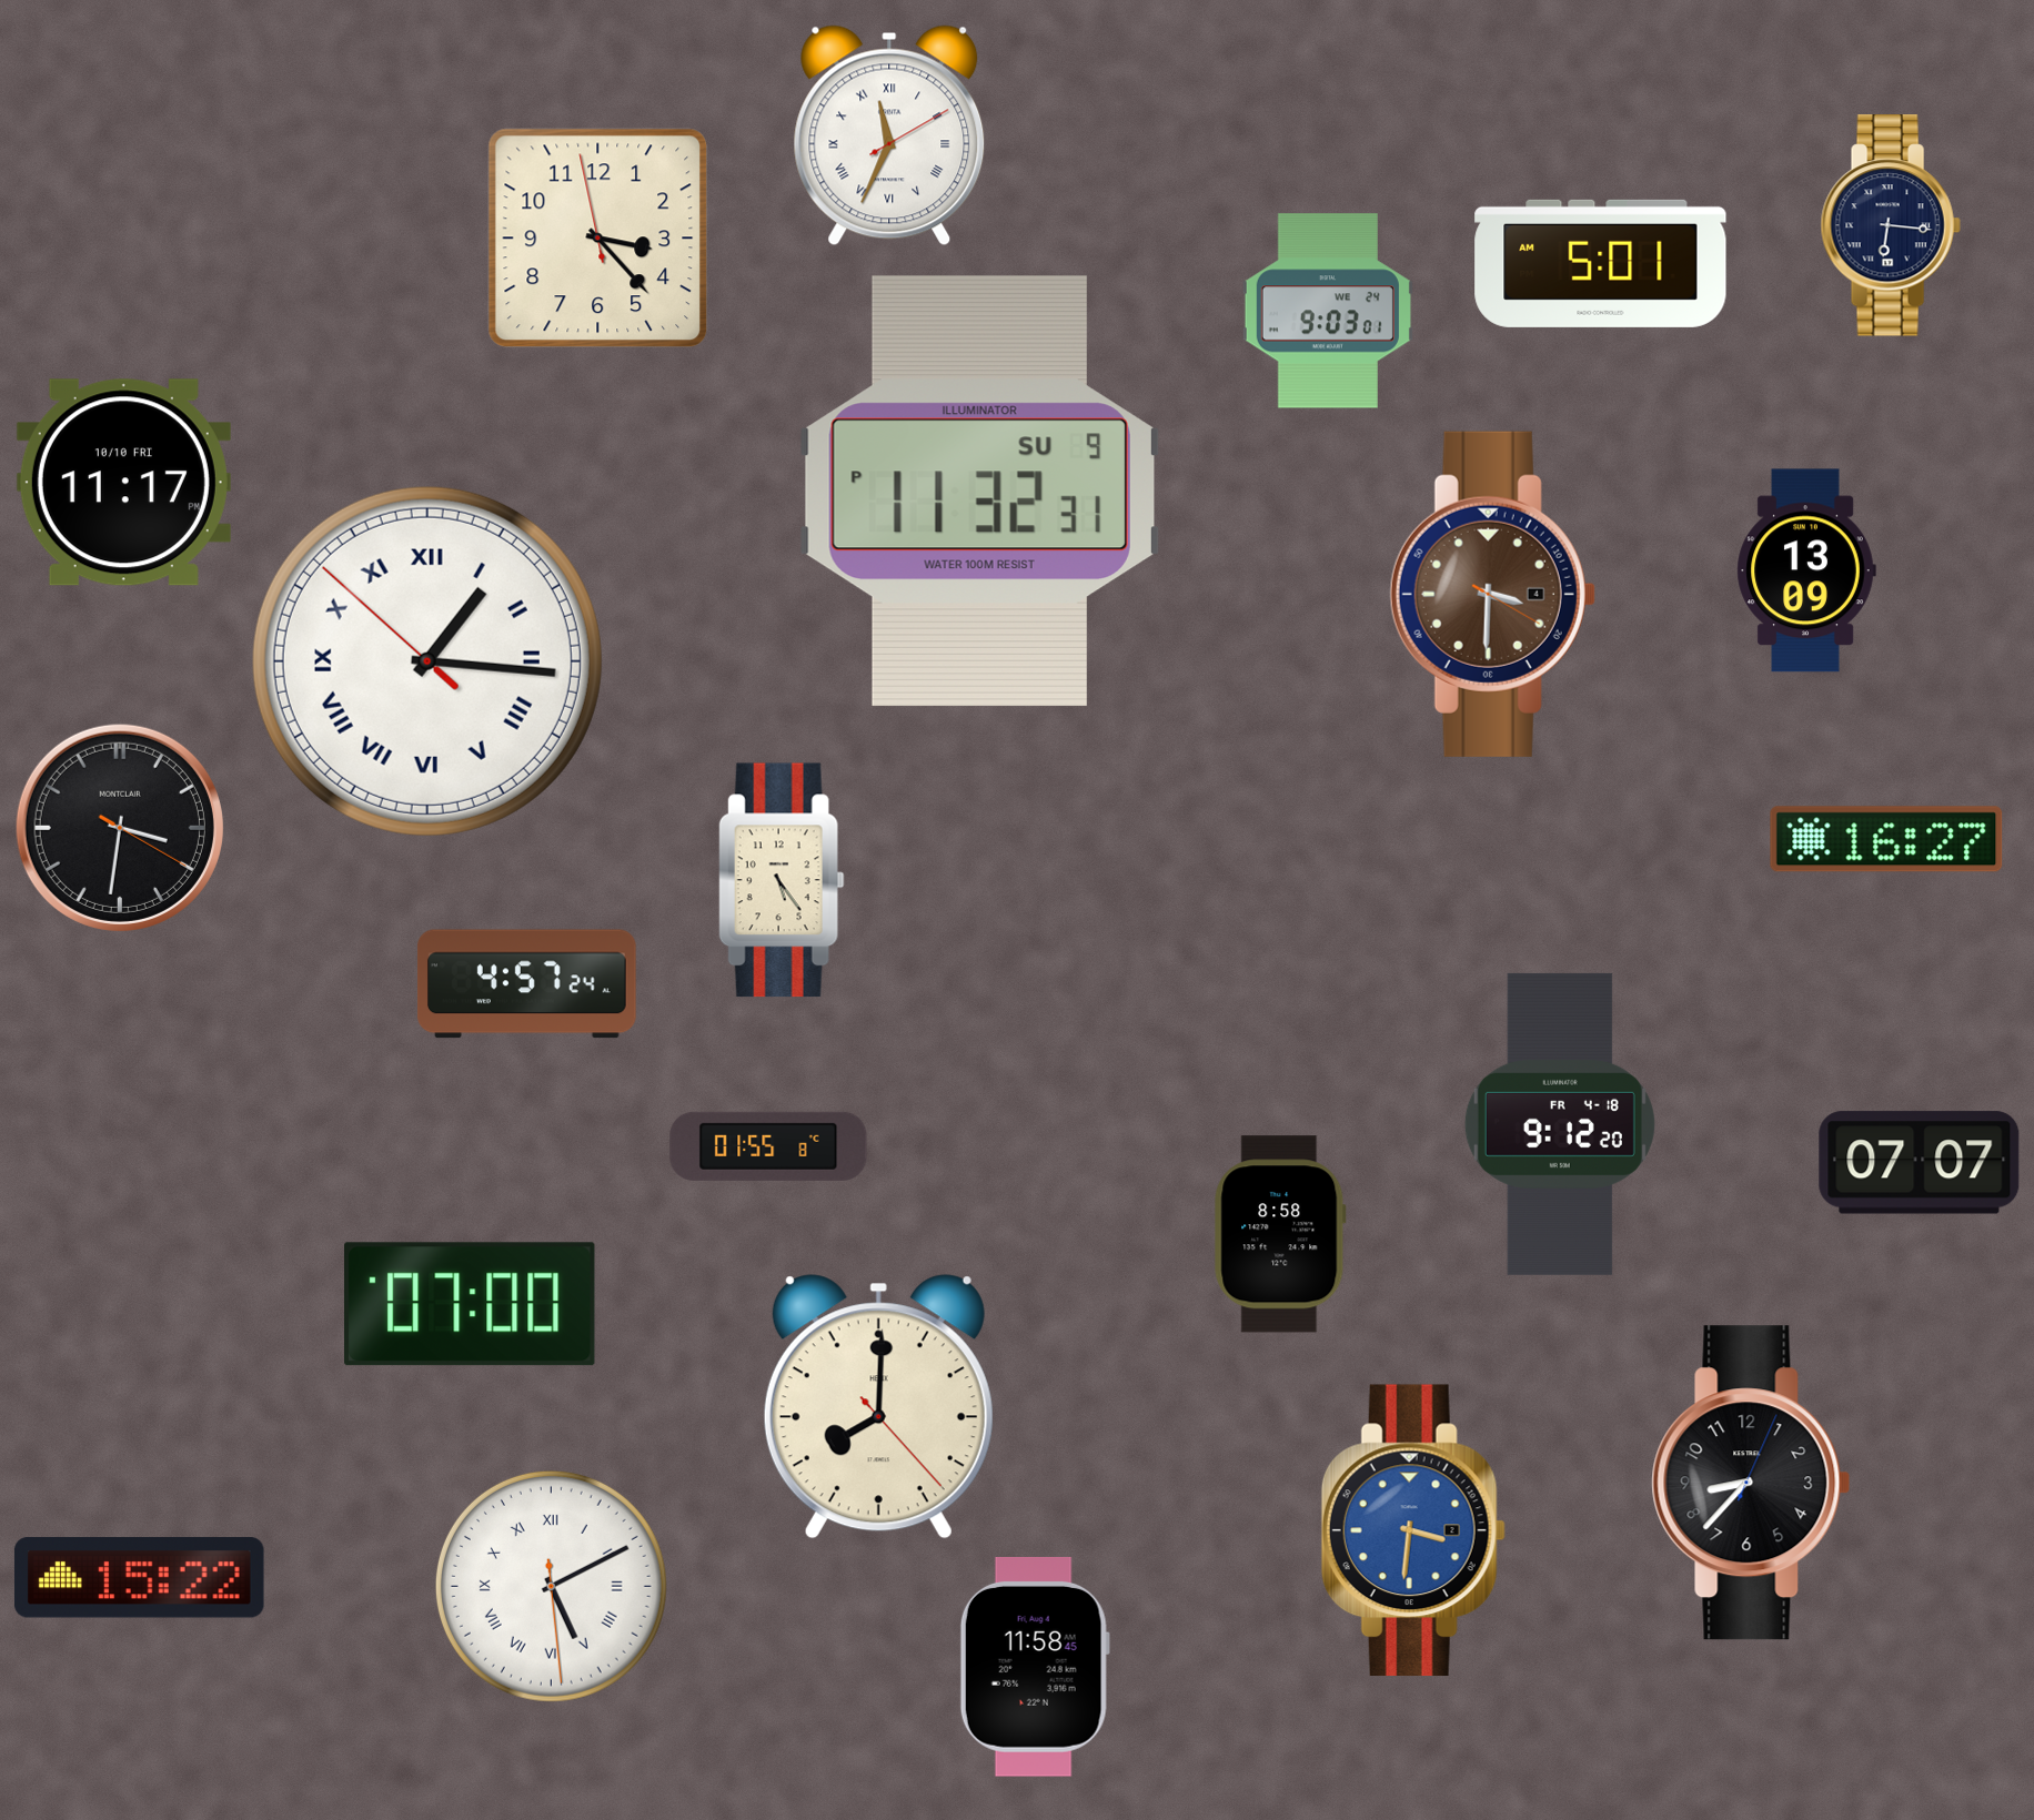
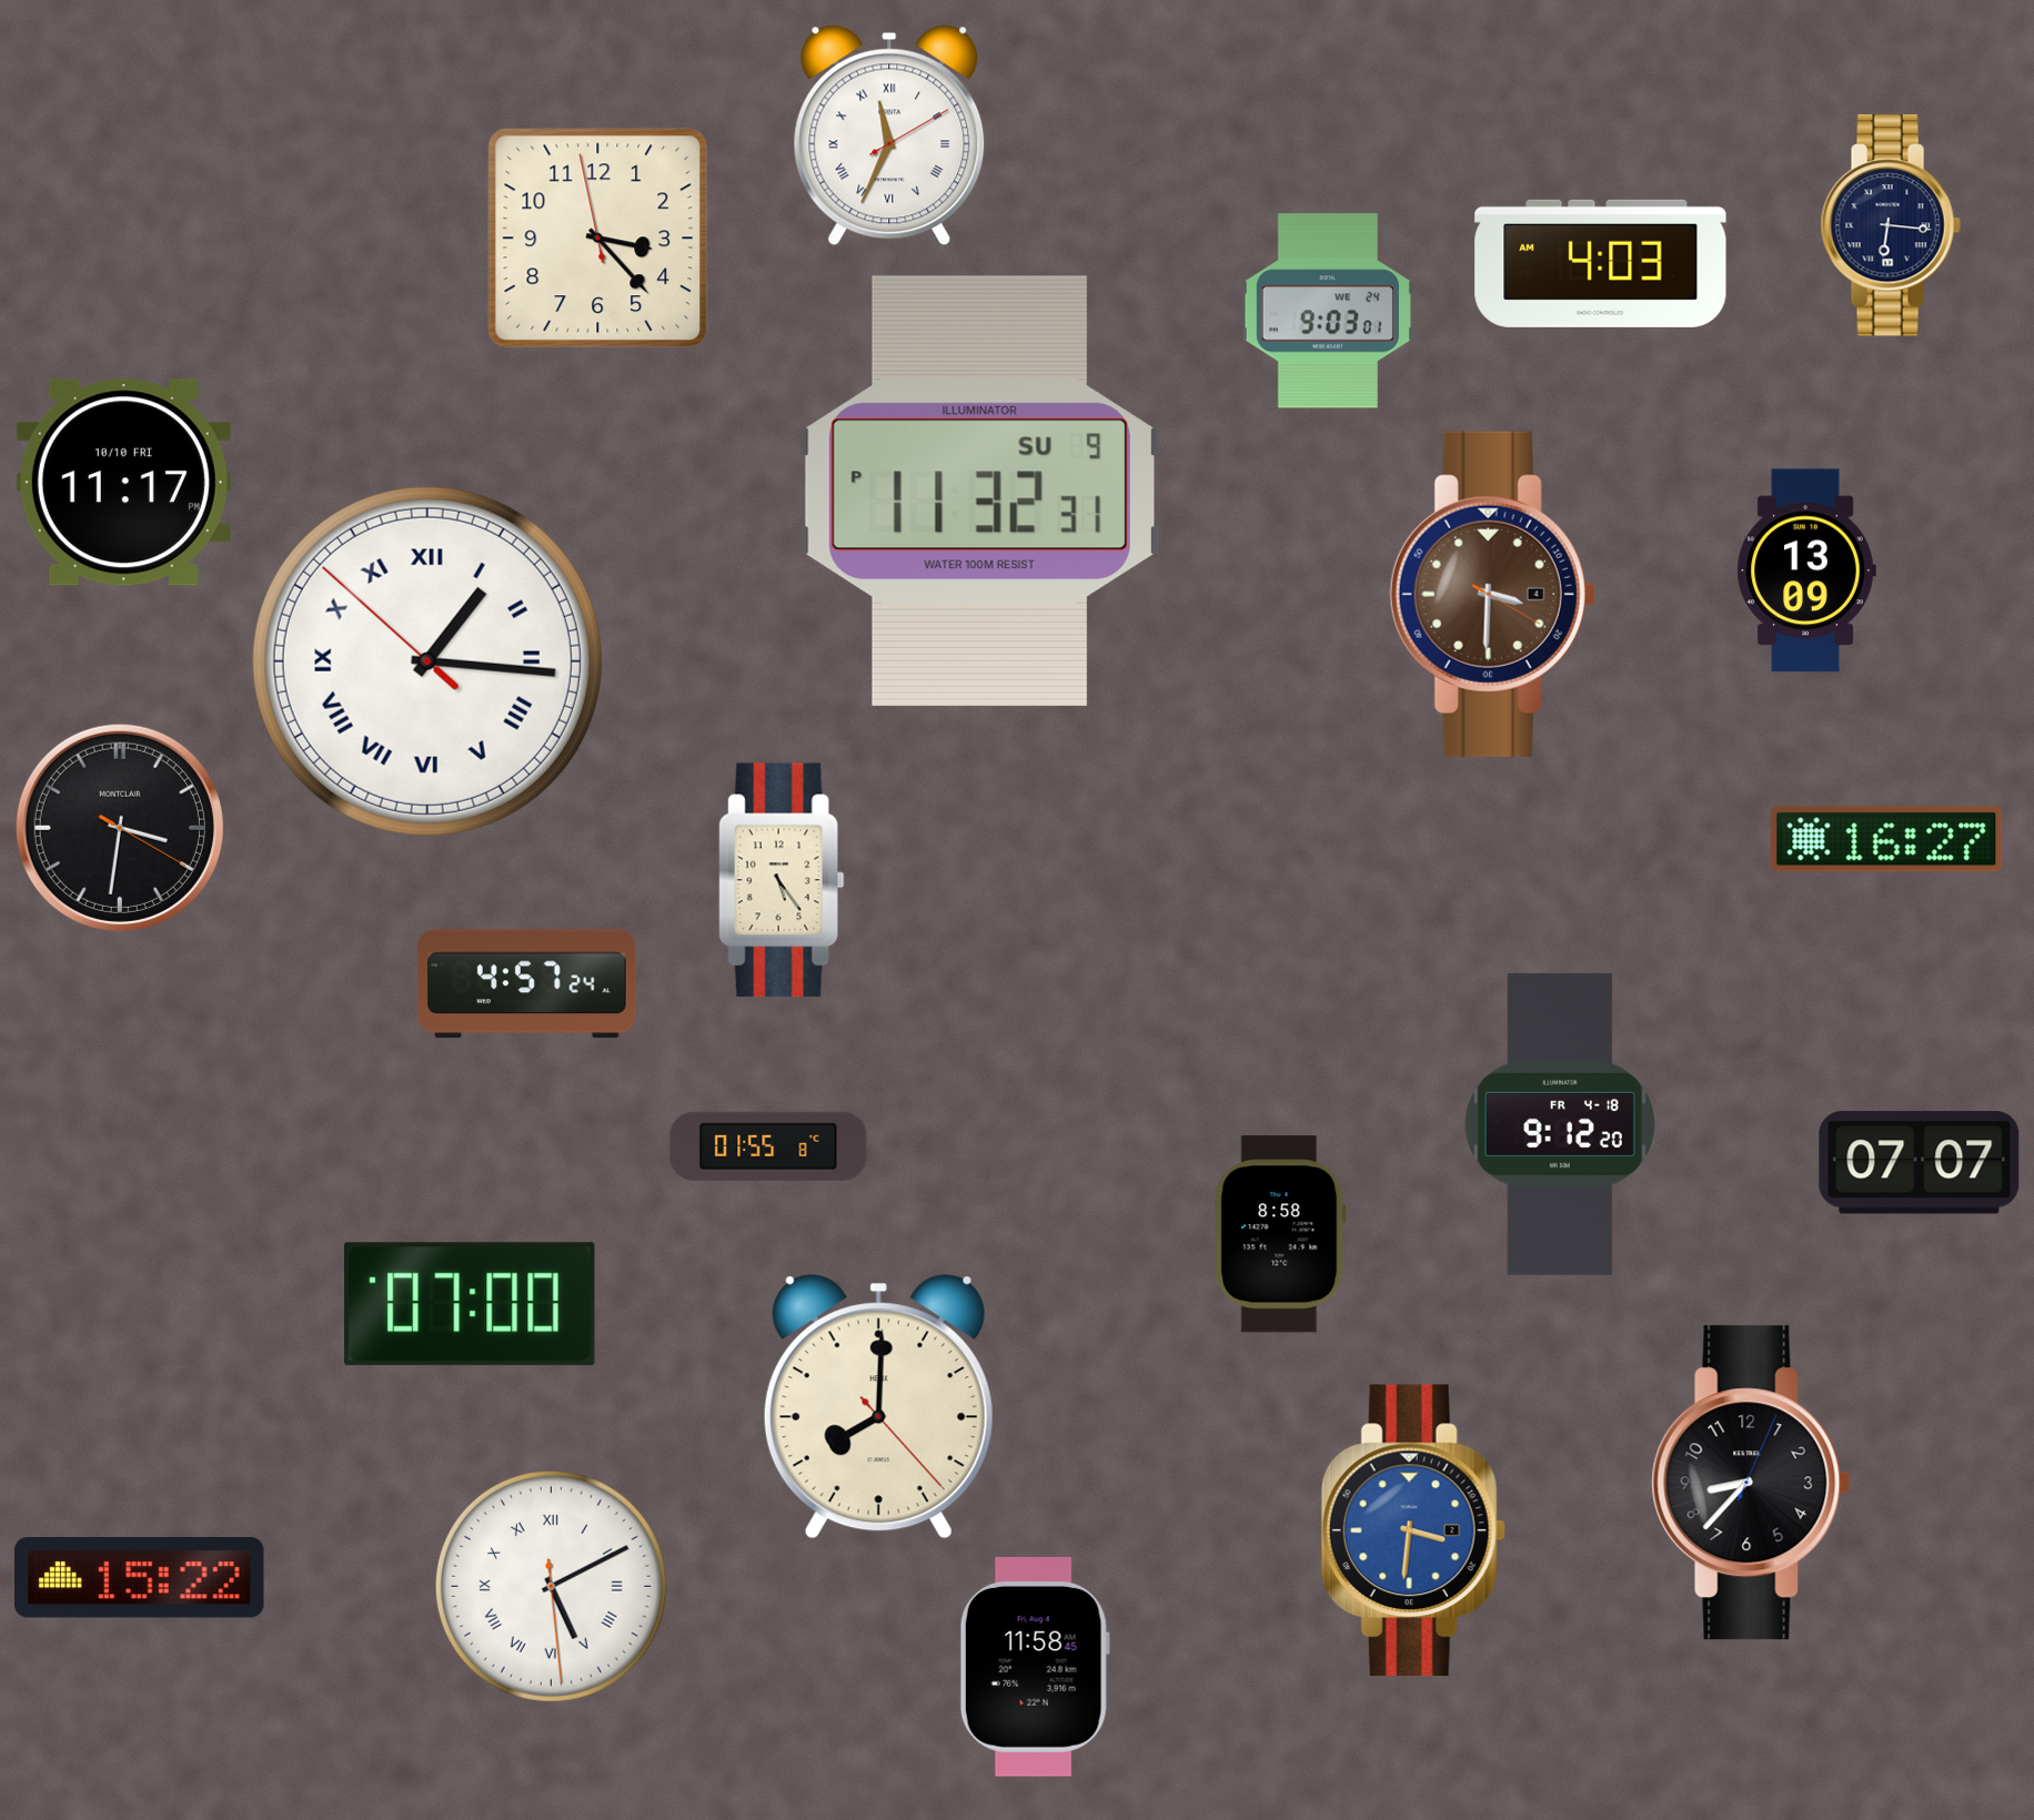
clock at (1601, 263): 5:01 -> 4:03
